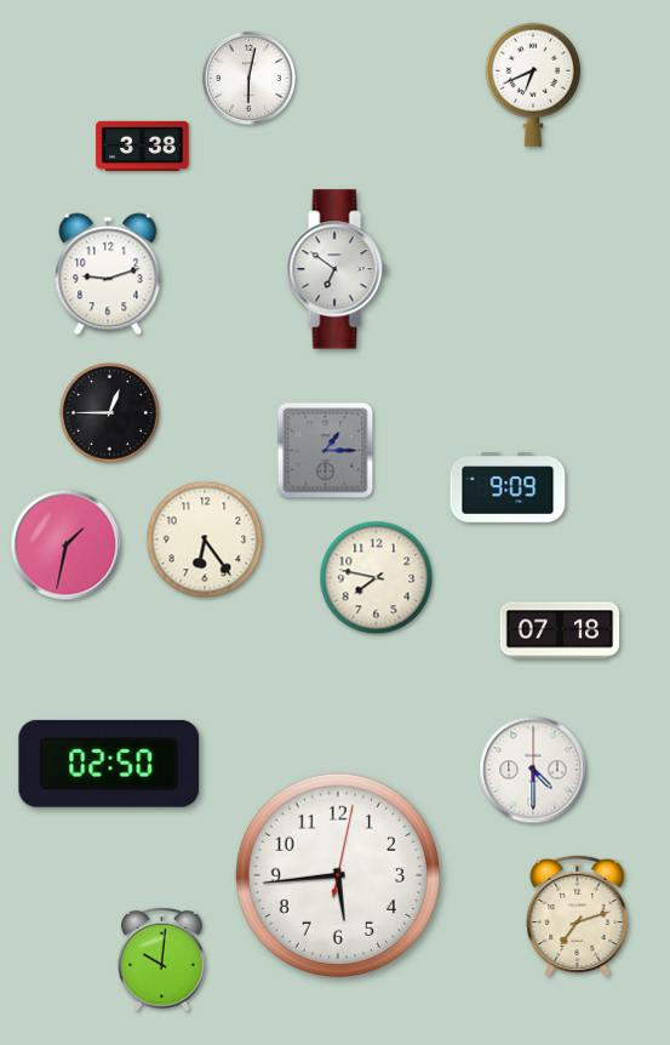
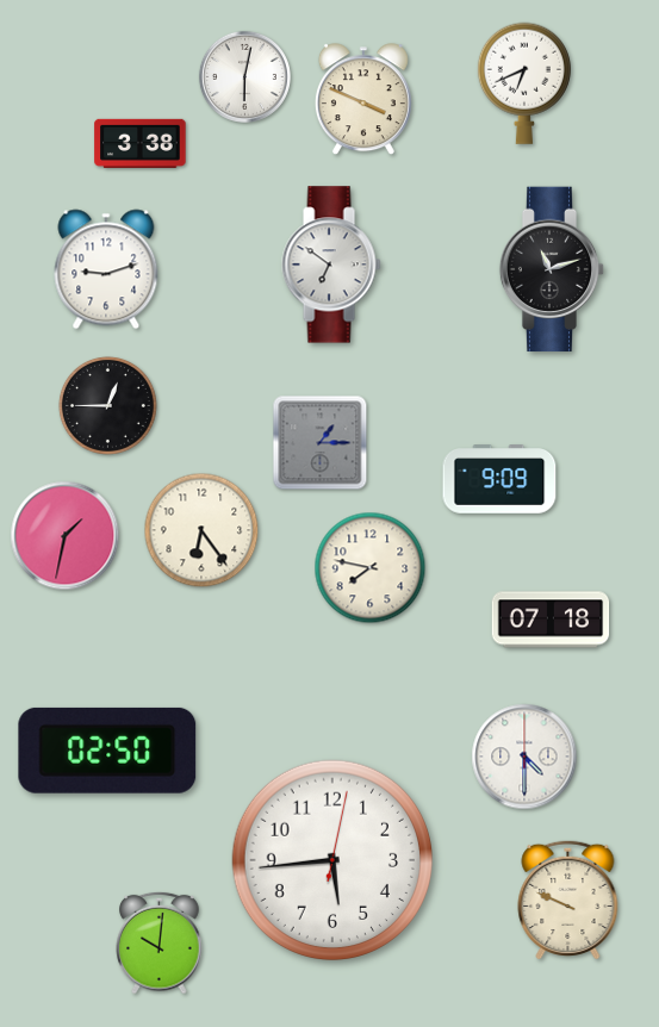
clock at (363, 100): none -> 3:49
clock at (552, 269): none -> 11:12
clock at (578, 915): 7:12 -> 9:49
